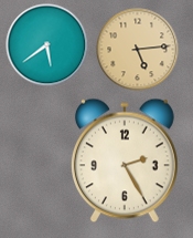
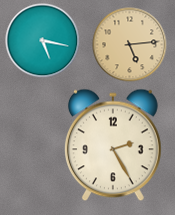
clock at (47, 45): 5:39 -> 5:17
clock at (138, 50) position: (138, 50) -> (130, 45)
